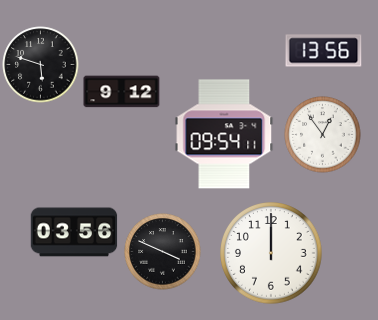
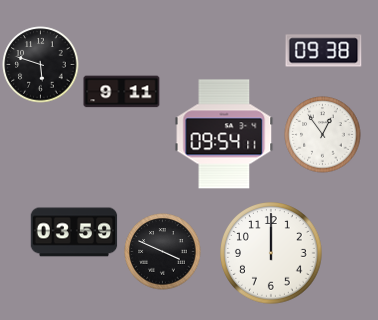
clock at (324, 51): 13:56 -> 09:38
clock at (122, 92): 9:12 -> 9:11
clock at (74, 232): 03:56 -> 03:59
